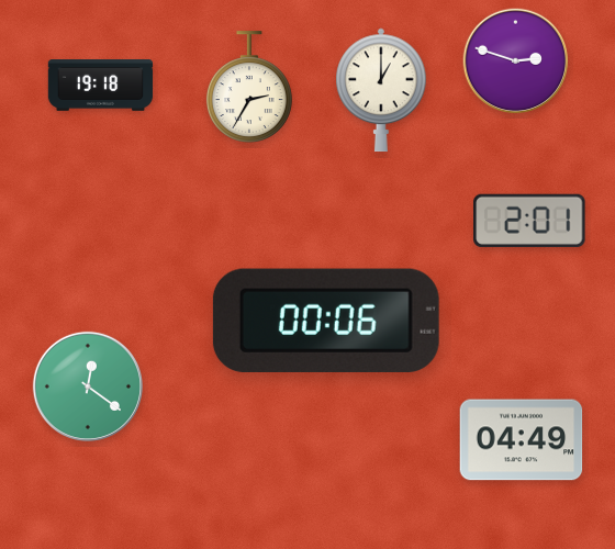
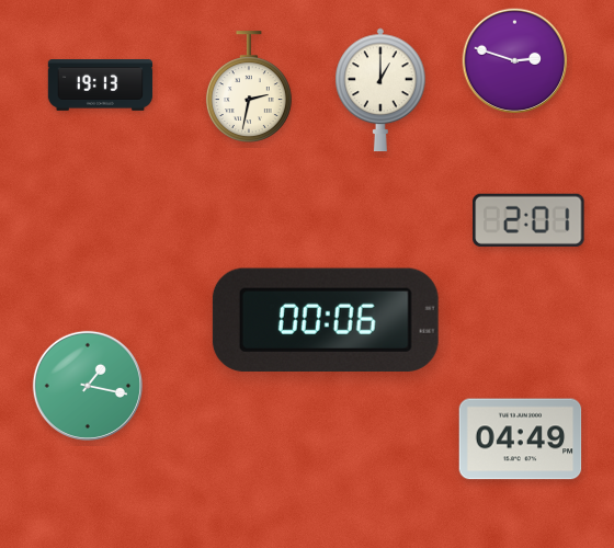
clock at (101, 86): 19:18 -> 19:13
clock at (249, 87): 2:35 -> 2:32
clock at (88, 386): 12:21 -> 1:17
